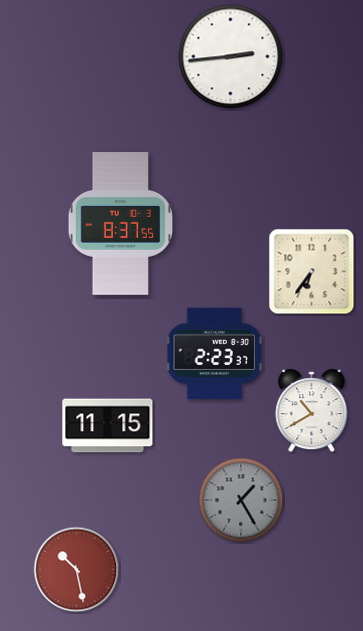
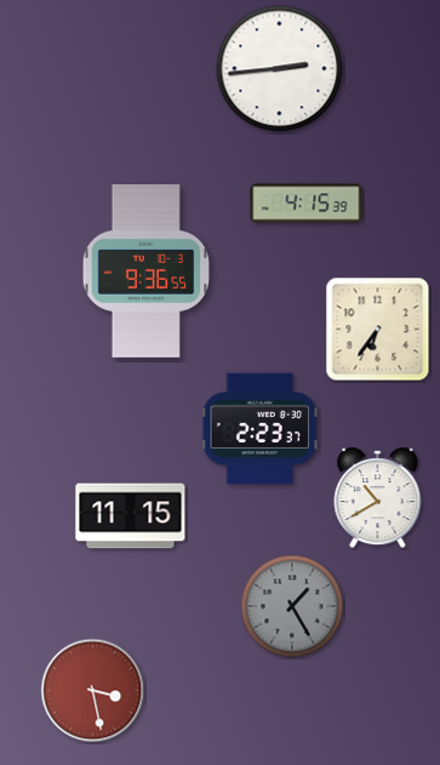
clock at (307, 204): none -> 4:15
clock at (121, 224): 8:37 -> 9:36
clock at (77, 570): 10:28 -> 3:28
